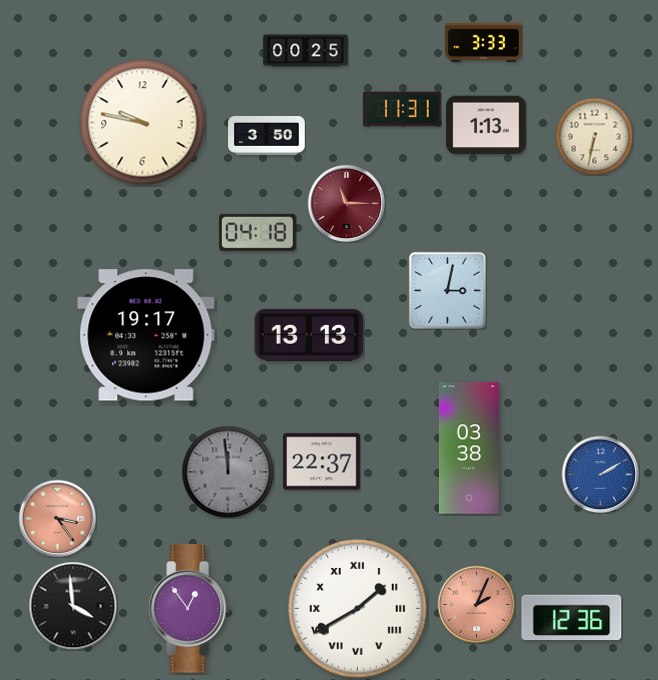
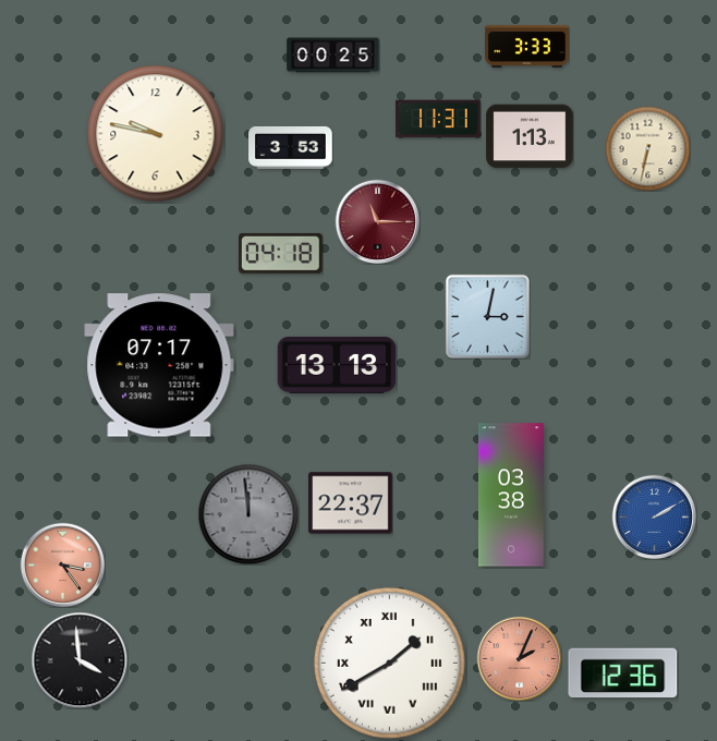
clock at (267, 135): 3:50 -> 3:53
clock at (146, 335): 19:17 -> 07:17
clock at (470, 448) position: (470, 448) -> (512, 495)
clock at (189, 609): 12:54 -> none
